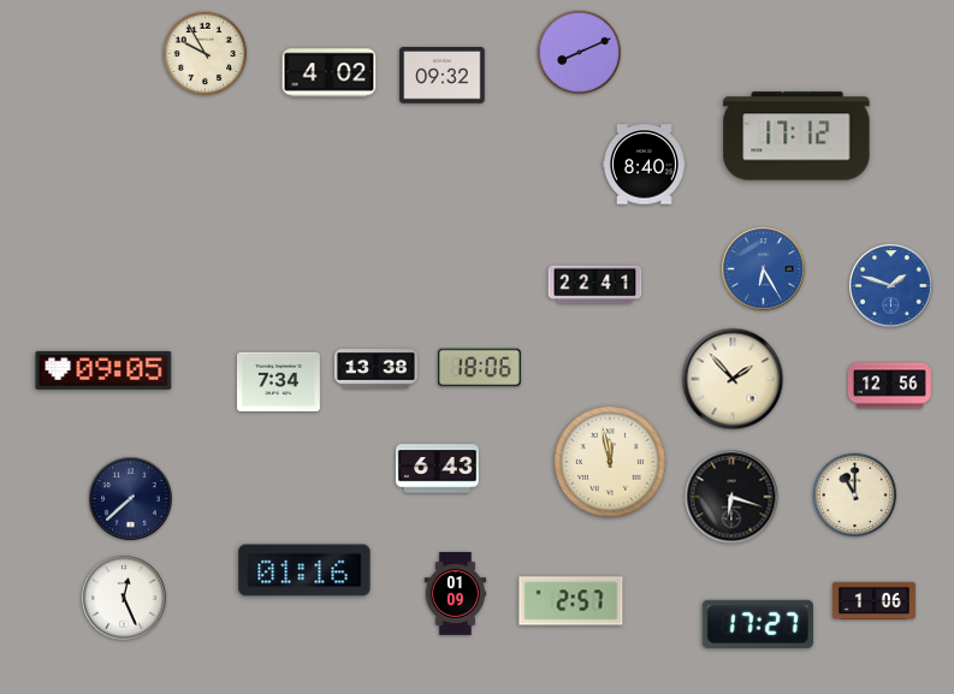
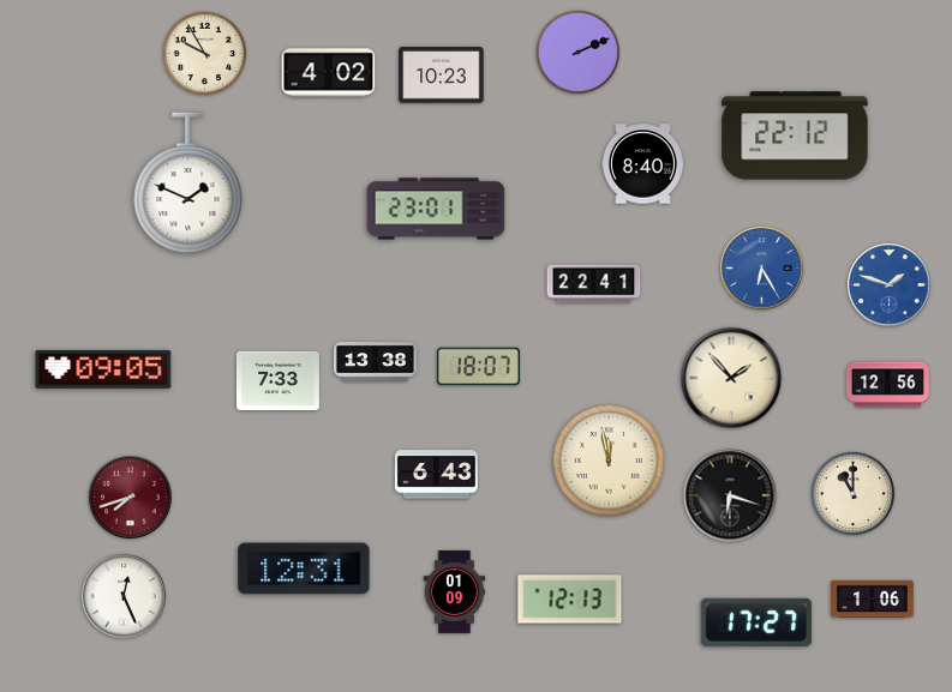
clock at (580, 53): 8:11 -> 2:11
clock at (443, 76): 09:32 -> 10:23
clock at (796, 136): 17:12 -> 22:12
clock at (188, 183): none -> 1:49
clock at (436, 209): none -> 23:01
clock at (479, 368): 18:06 -> 18:07
clock at (375, 369) position: (375, 369) -> (375, 362)
clock at (278, 381): 7:34 -> 7:33
clock at (437, 469) position: (437, 469) -> (436, 475)
clock at (131, 499): 7:38 -> 7:42
clock at (131, 499) dial: navy -> burgundy
clock at (304, 570): 01:16 -> 12:31
clock at (571, 601): 2:57 -> 12:13
